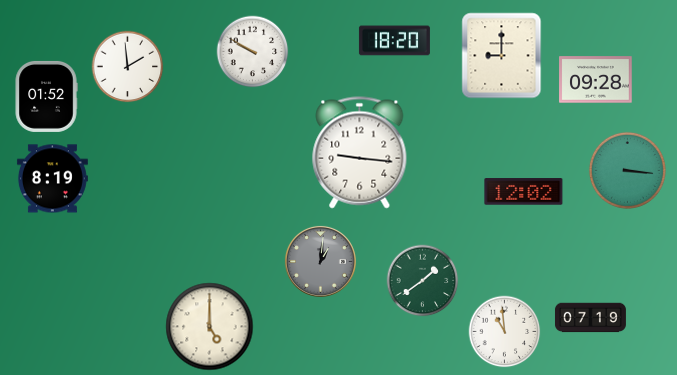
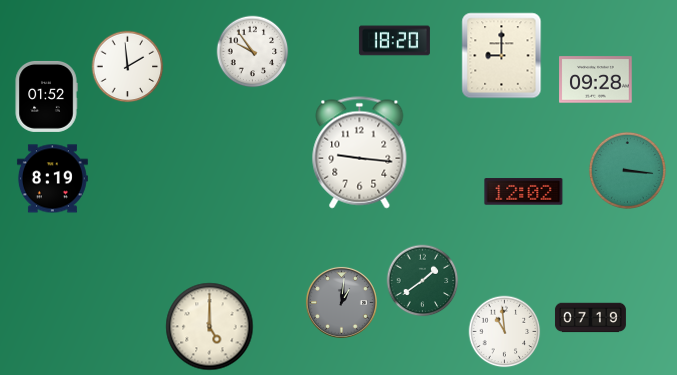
clock at (253, 52): 9:50 -> 9:54
clock at (320, 261) position: (320, 261) -> (341, 302)
